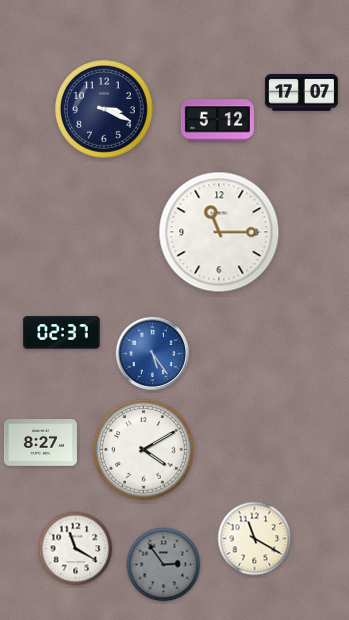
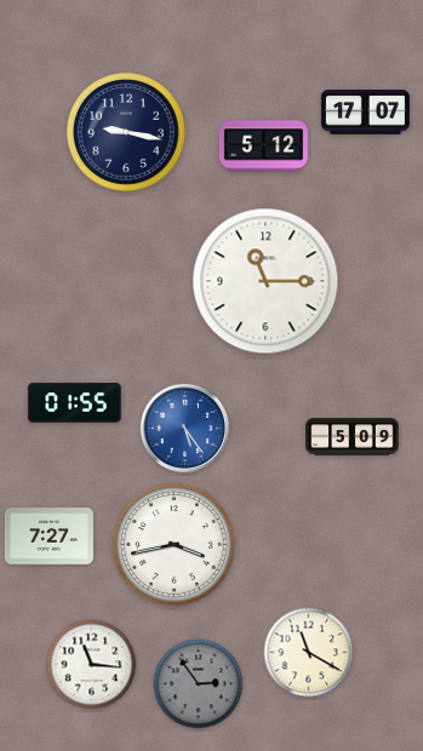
clock at (105, 110): 3:19 -> 9:17
clock at (62, 333): 02:37 -> 01:55
clock at (353, 437): none -> 5:09
clock at (40, 443): 8:27 -> 7:27
clock at (144, 450): 4:10 -> 3:43
clock at (76, 549): 11:20 -> 11:16
